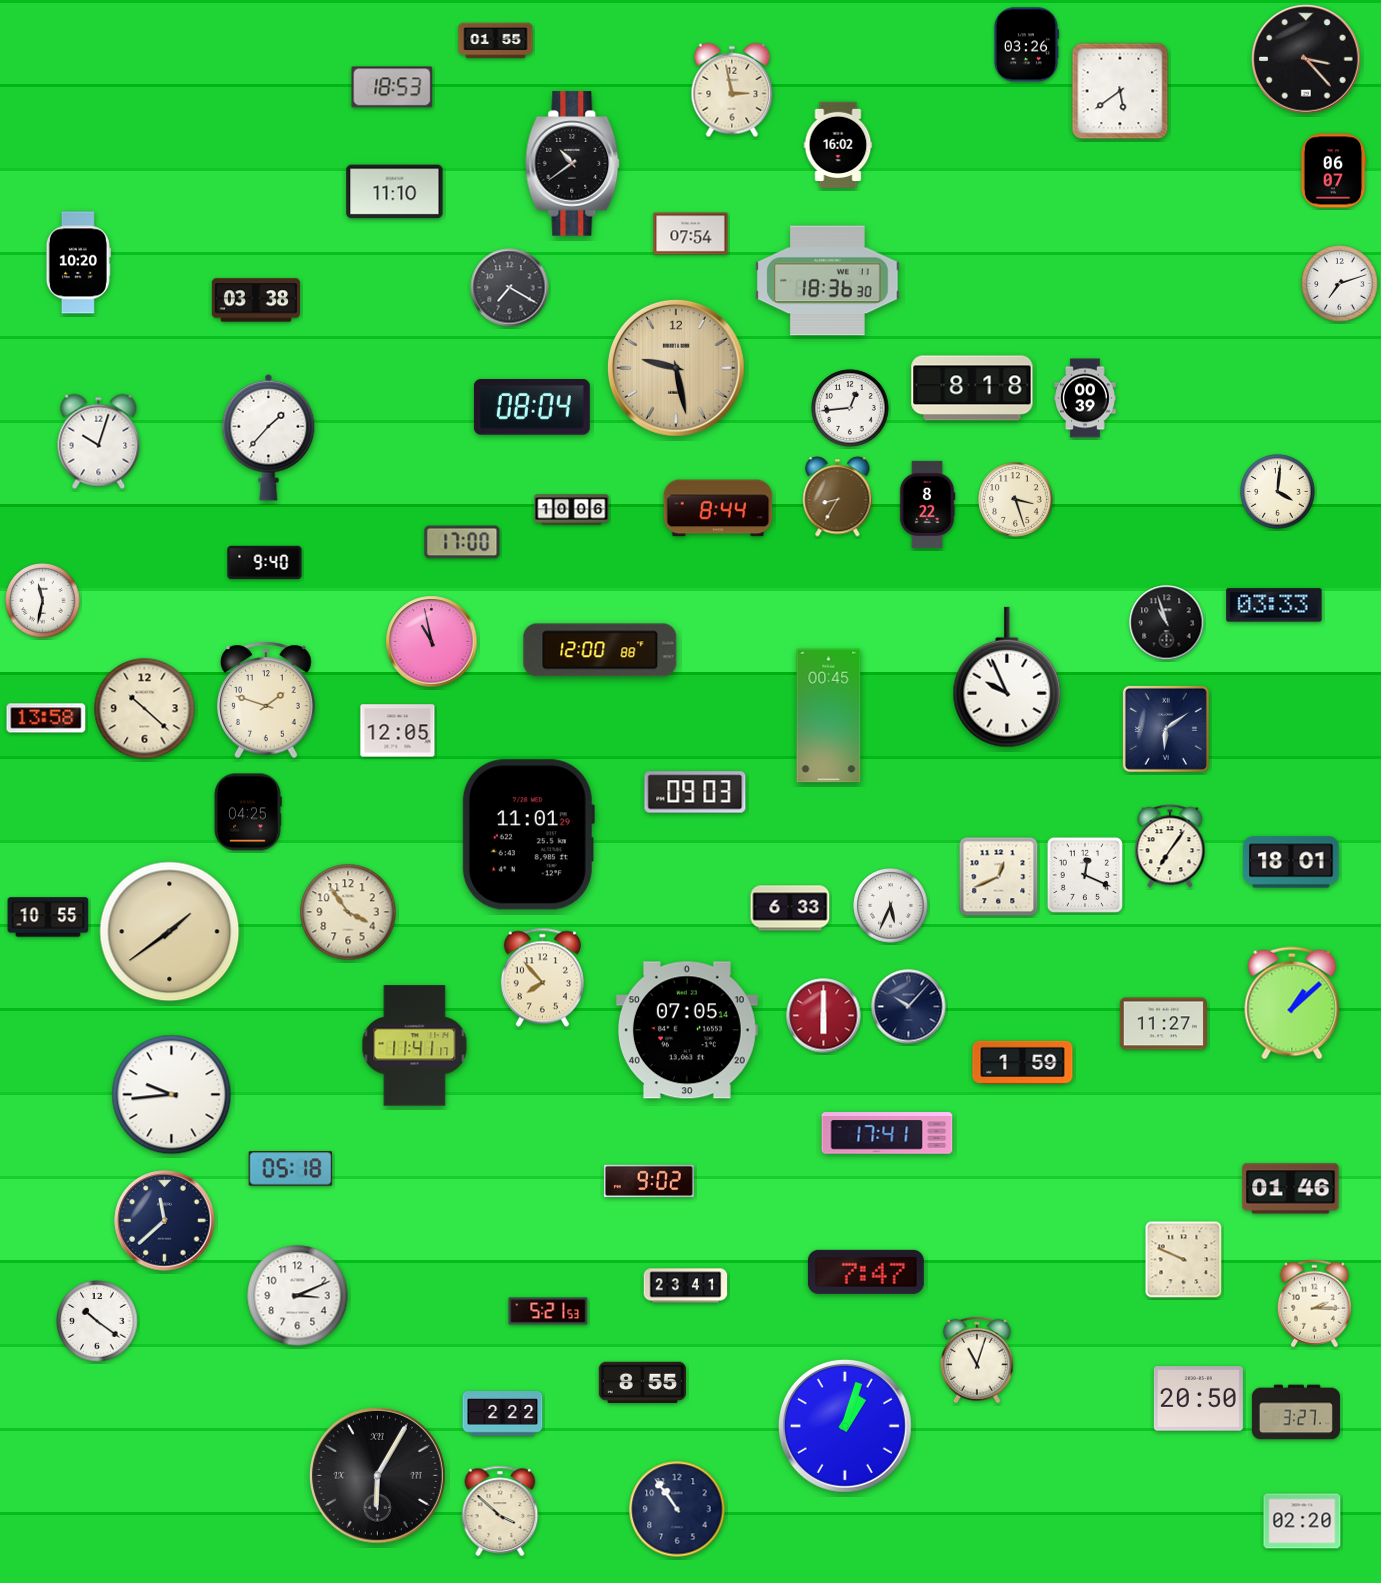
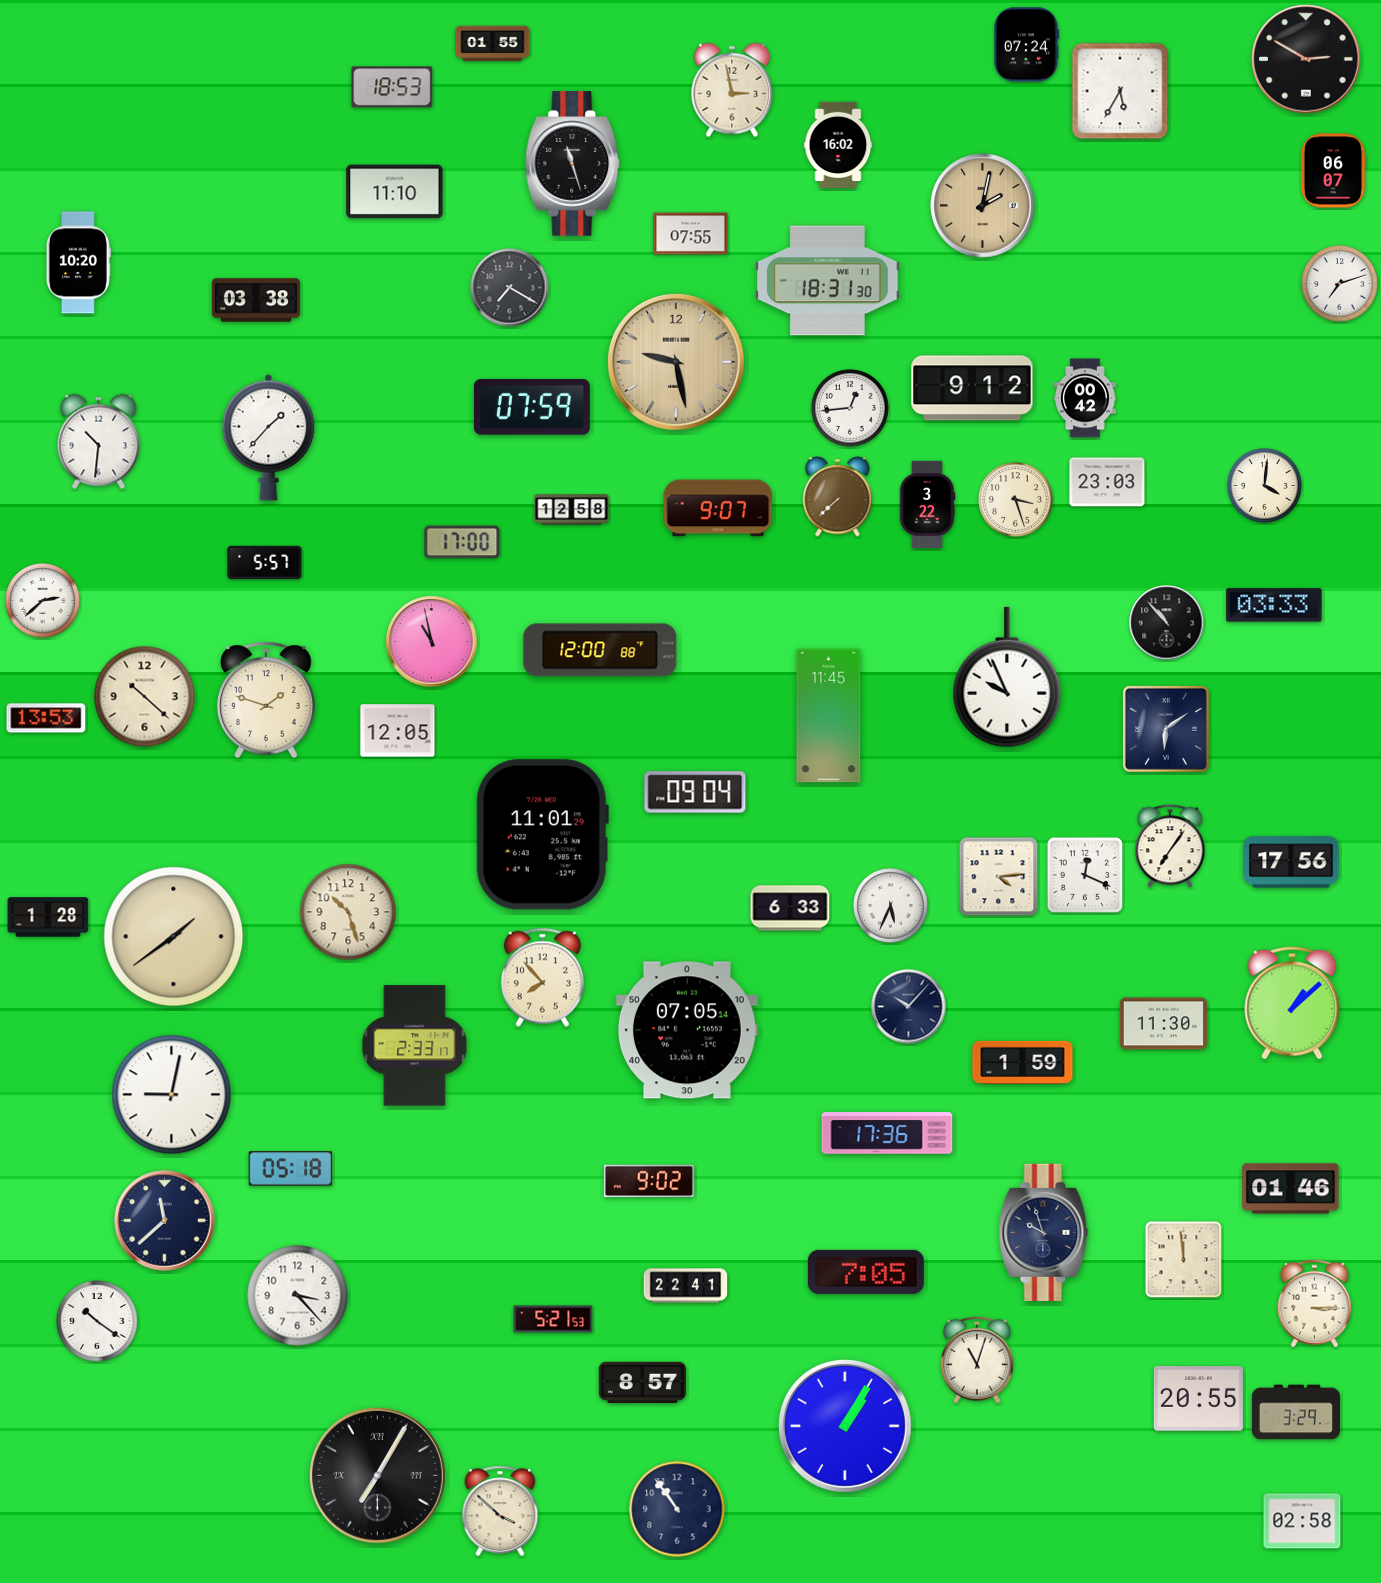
clock at (496, 41) position: (496, 41) -> (493, 44)
clock at (1026, 45): 03:26 -> 07:24
clock at (1306, 59): 3:23 -> 2:50
clock at (1120, 91): 5:39 -> 5:35
clock at (573, 164): 10:39 -> 11:27
clock at (983, 206): none -> 2:02
clock at (691, 234): 07:54 -> 07:55
clock at (828, 281): 18:36 -> 18:31
clock at (676, 368) position: (676, 368) -> (676, 362)
clock at (972, 388): 8:18 -> 9:12
clock at (1086, 398): 00:39 -> 00:42
clock at (532, 407): 08:04 -> 07:59
clock at (99, 442): 10:03 -> 10:31
clock at (1107, 482): none -> 23:03
clock at (1278, 492) position: (1278, 492) -> (1265, 486)
clock at (838, 497): 8:35 -> 7:38
clock at (927, 504): 8:22 -> 3:22
clock at (718, 508): 8:44 -> 9:07
clock at (572, 510): 10:06 -> 12:58
clock at (265, 563): 9:40 -> 5:57
clock at (43, 601): 11:32 -> 2:38
clock at (1167, 623): 10:57 -> 10:53
clock at (145, 709) position: (145, 709) -> (145, 697)
clock at (829, 716): 00:45 -> 11:45
clock at (46, 718): 13:58 -> 13:53
clock at (695, 792): 09:03 -> 09:04
clock at (248, 812): 04:25 -> none
clock at (528, 835) position: (528, 835) -> (542, 835)
clock at (1291, 862): 18:01 -> 17:56
clock at (999, 877): 12:41 -> 4:14
clock at (348, 912): 3:54 -> 10:27
clock at (48, 917): 10:55 -> 1:28
clock at (170, 932) position: (170, 932) -> (174, 937)
clock at (824, 1016): 6:00 -> none
clock at (1163, 1024): 11:27 -> 11:30
clock at (415, 1046): 11:41 -> 2:33
clock at (172, 1095): 9:44 -> 9:02
clock at (887, 1133): 17:41 -> 17:36
clock at (1044, 1232): none -> 9:57
clock at (1184, 1260): 9:49 -> 11:59
clock at (866, 1272): 7:47 -> 7:05
clock at (686, 1286): 23:41 -> 22:41
clock at (298, 1296): 3:11 -> 3:23
clock at (1314, 1304): 2:15 -> 3:15
clock at (548, 1311) position: (548, 1311) -> (553, 1319)
clock at (642, 1382): 8:55 -> 8:57
clock at (1198, 1399): 20:50 -> 20:55
clock at (1296, 1412): 3:27 -> 3:29
clock at (503, 1414): 2:22 -> none
clock at (845, 1426): 1:03 -> 1:05
clock at (377, 1475): 6:05 -> 7:05
clock at (1302, 1521): 02:20 -> 02:58
